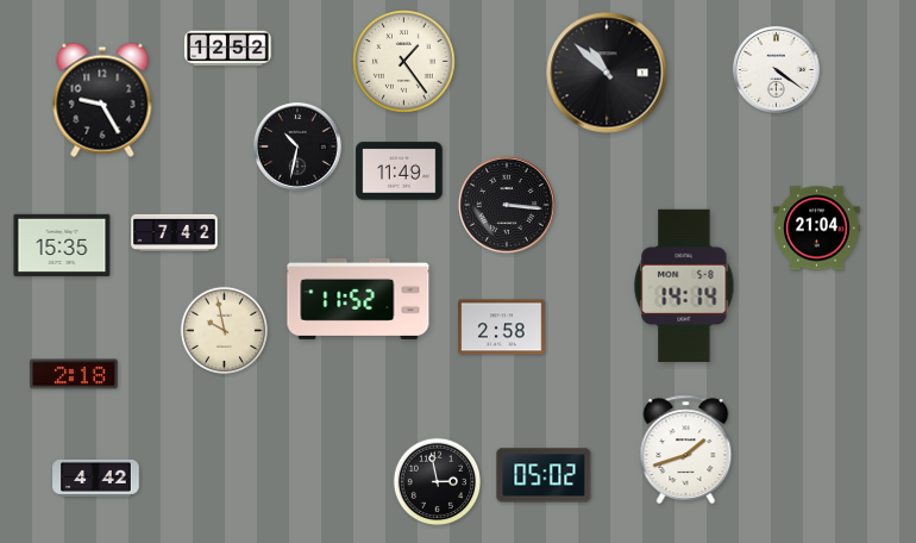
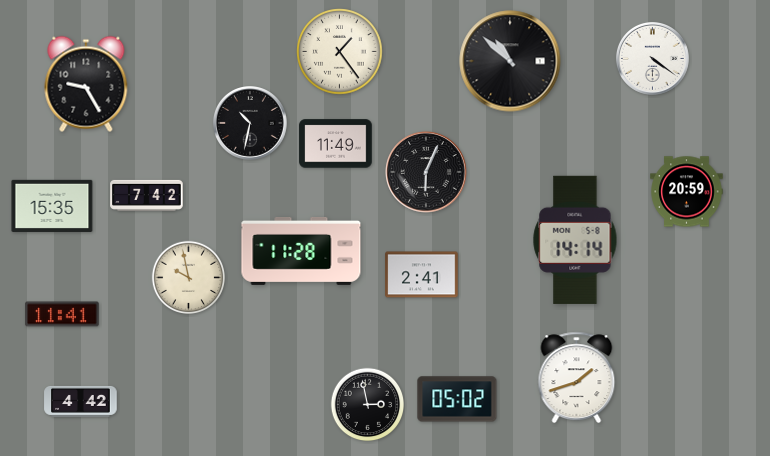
clock at (228, 49): 12:52 -> none
clock at (507, 205): 3:16 -> 6:04
clock at (817, 229): 21:04 -> 20:59
clock at (358, 299): 11:52 -> 11:28
clock at (502, 327): 2:58 -> 2:41
clock at (74, 374): 2:18 -> 11:41
